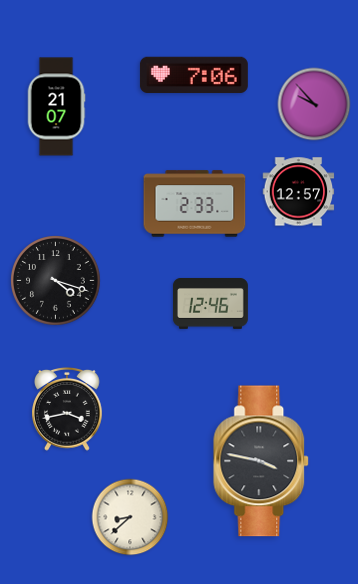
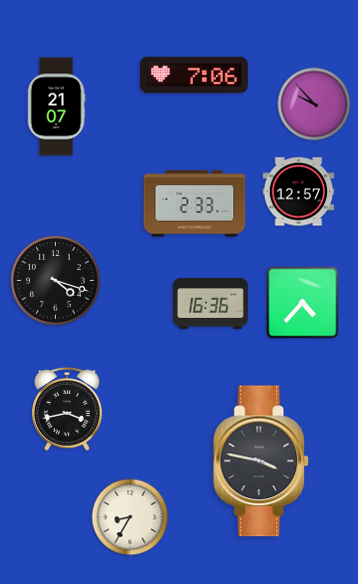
clock at (210, 303): 12:46 -> 16:36
clock at (303, 303): none -> 4:37
clock at (130, 517): 8:38 -> 8:35
